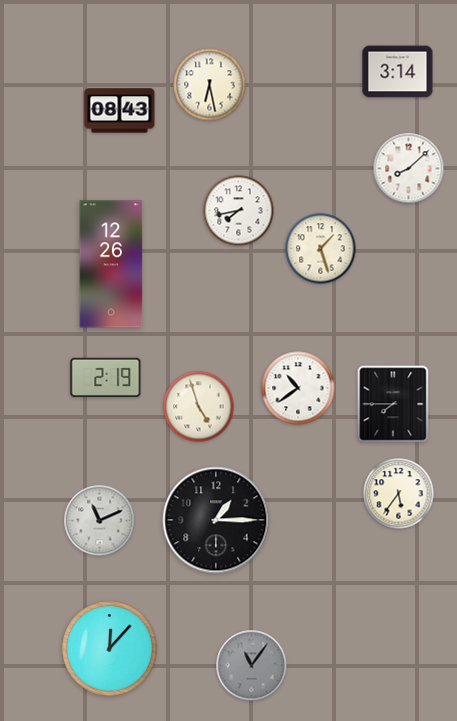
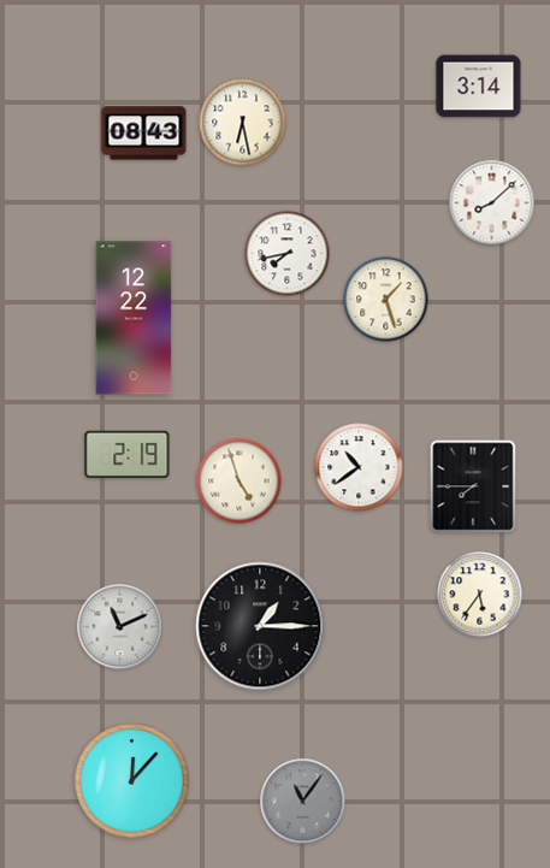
clock at (210, 85) position: (210, 85) -> (243, 123)
clock at (111, 264): 12:26 -> 12:22
clock at (199, 407) position: (199, 407) -> (239, 482)
